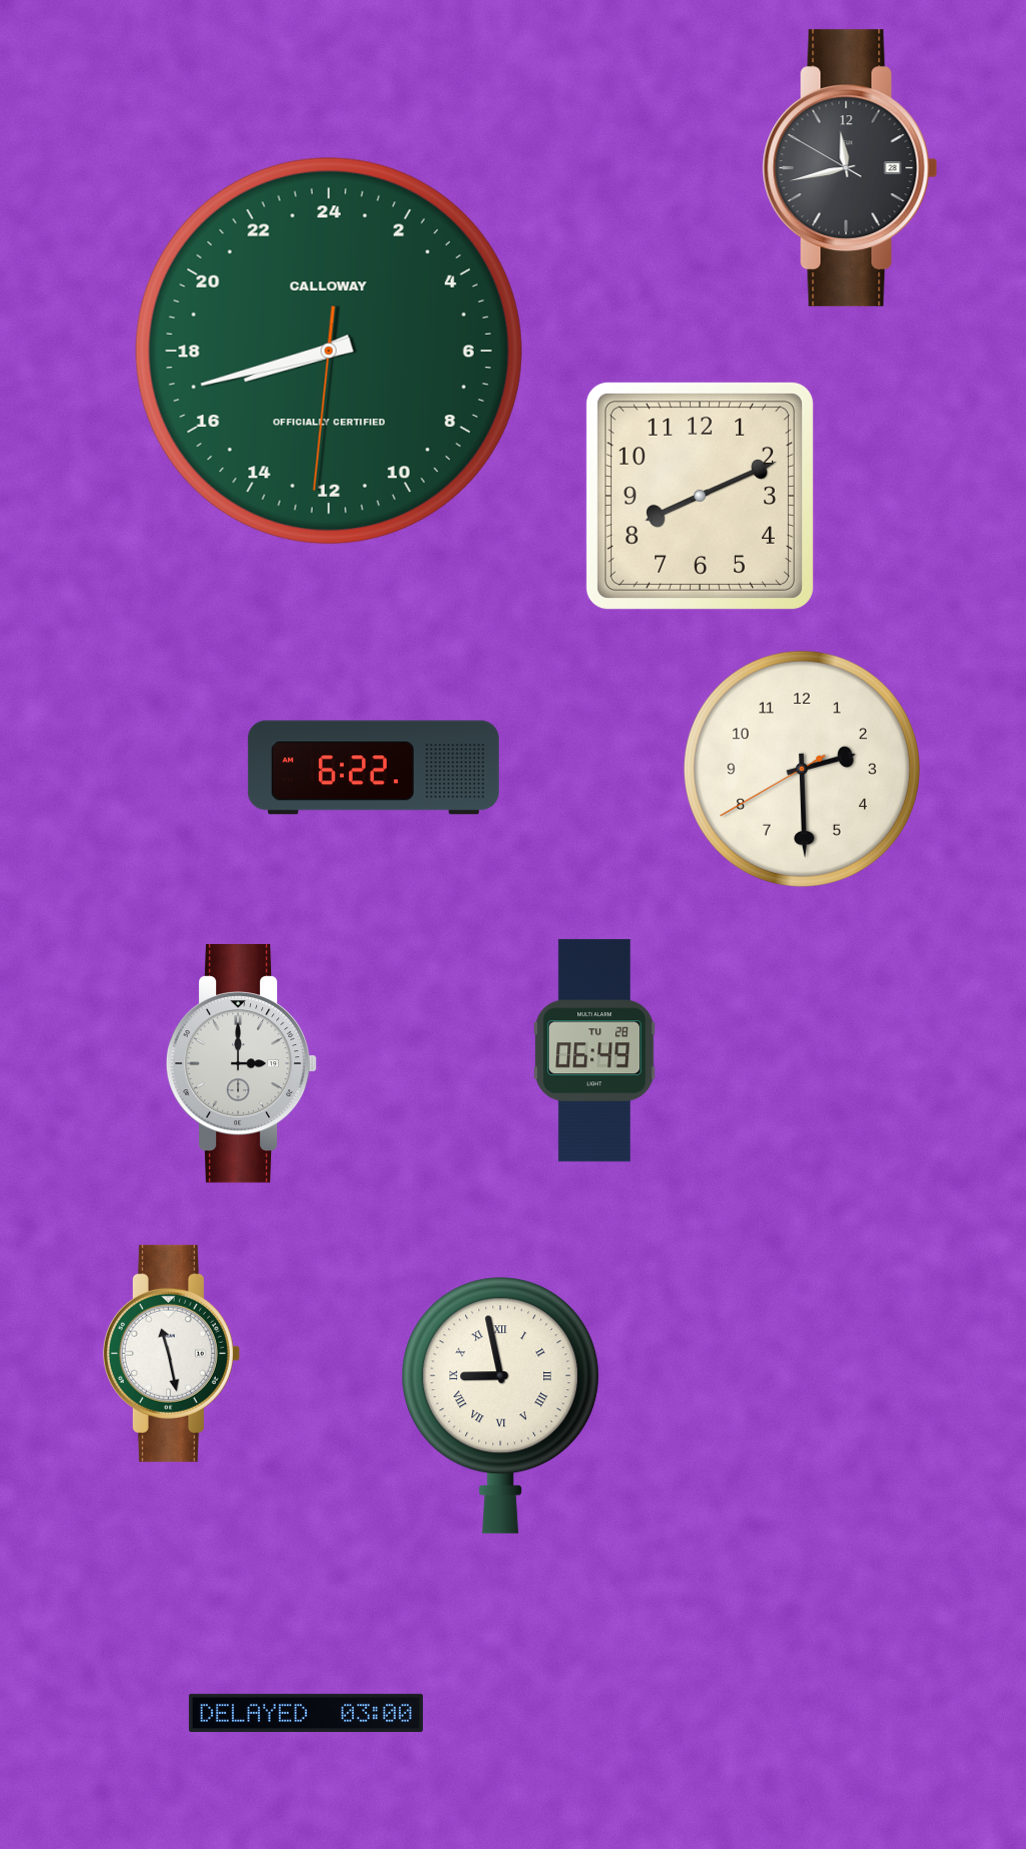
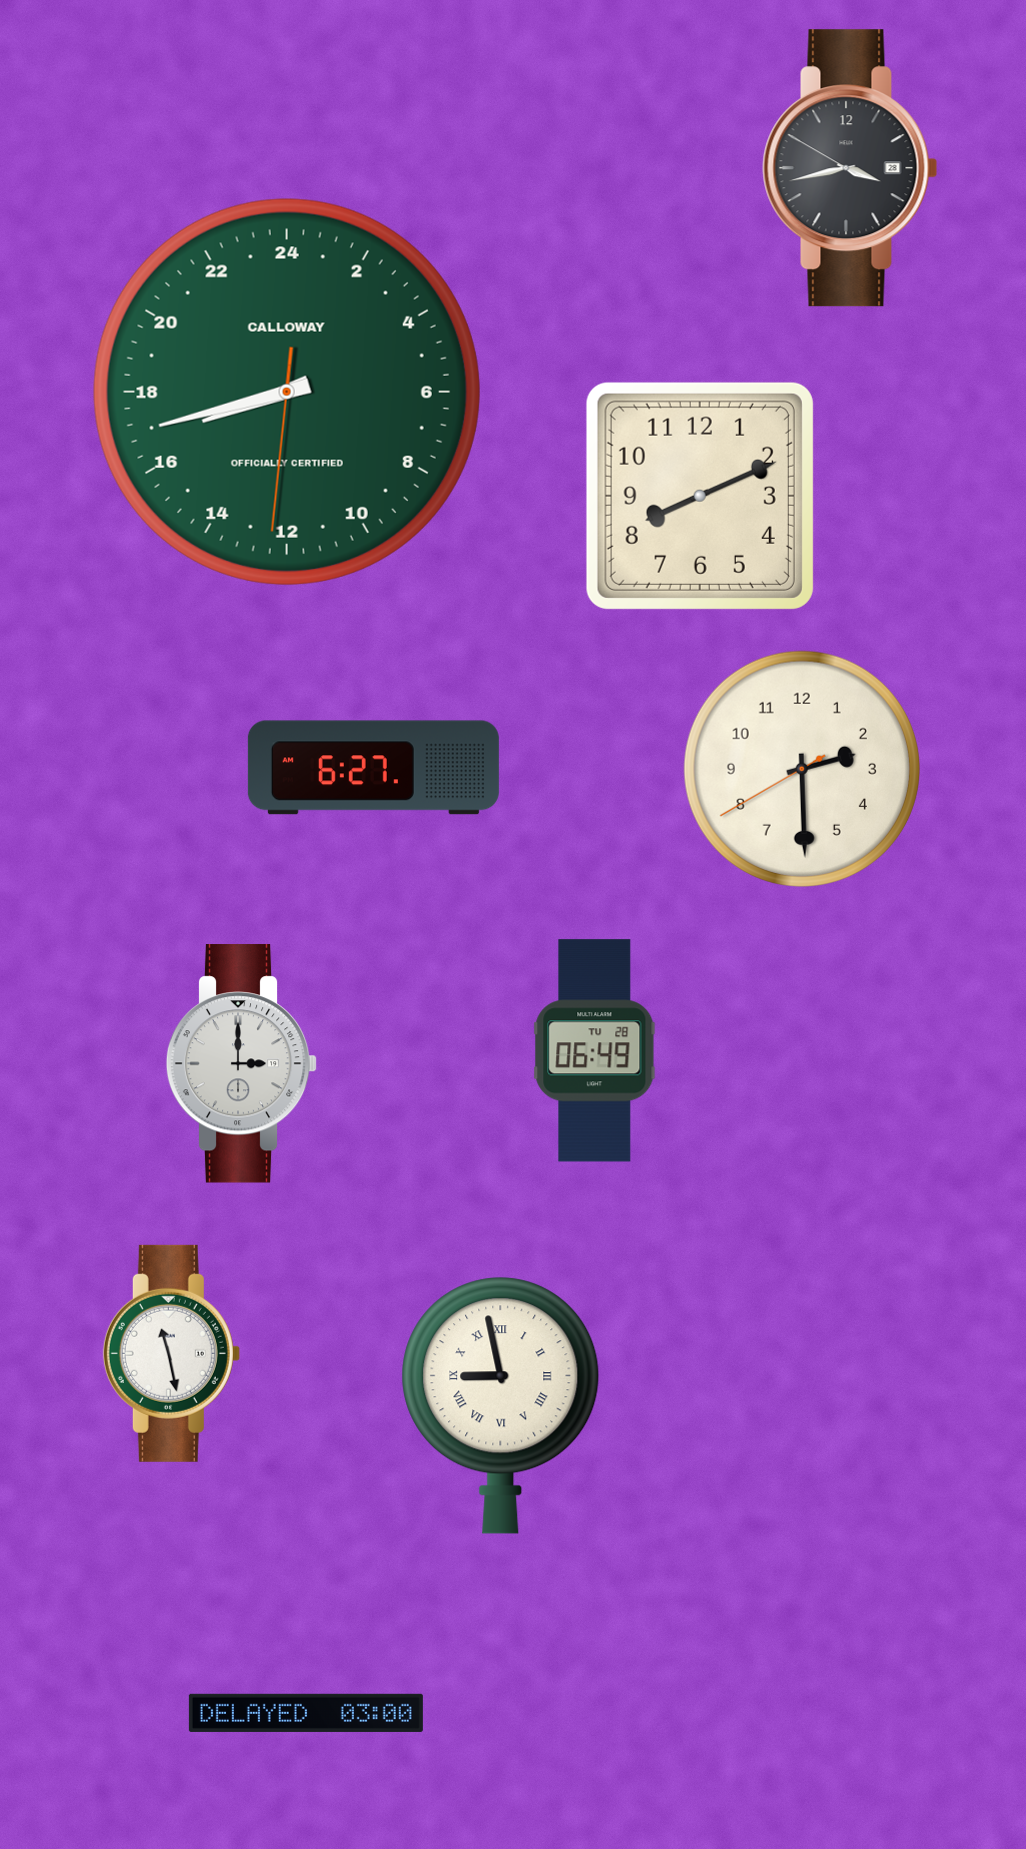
clock at (850, 168): 11:42 -> 3:42
clock at (329, 351) position: (329, 351) -> (287, 392)
clock at (373, 768): 6:22 -> 6:27
